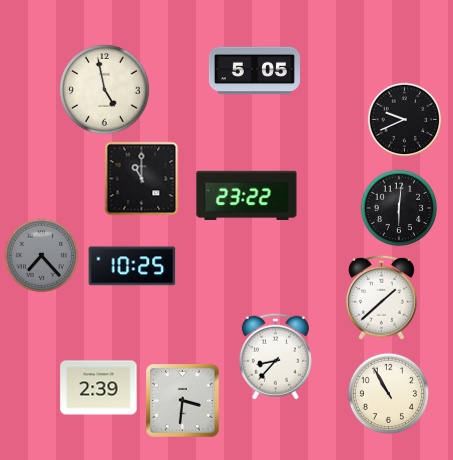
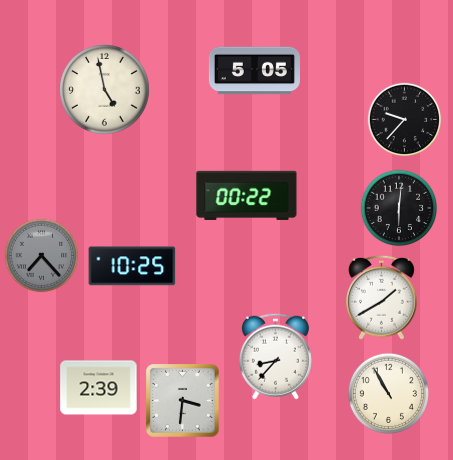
clock at (405, 120): 9:41 -> 9:37
clock at (142, 179): 11:00 -> none
clock at (247, 195): 23:22 -> 00:22
clock at (382, 297): 1:38 -> 1:40
